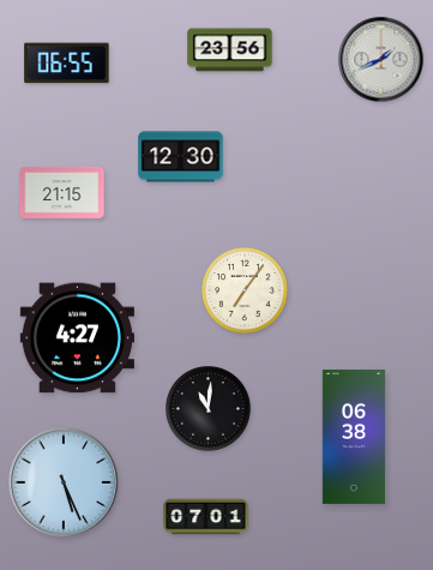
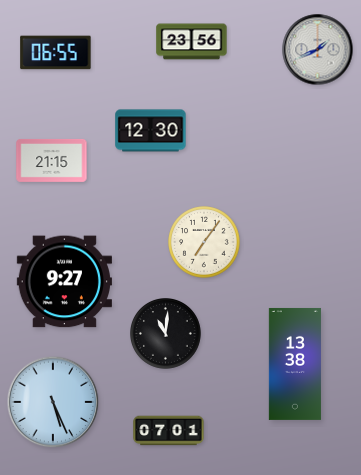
clock at (77, 338): 4:27 -> 9:27
clock at (209, 409) position: (209, 409) -> (166, 334)
clock at (354, 437): 06:38 -> 13:38
clock at (206, 517) position: (206, 517) -> (169, 431)
